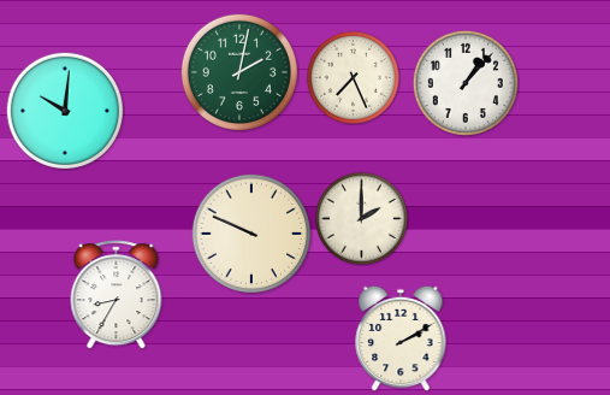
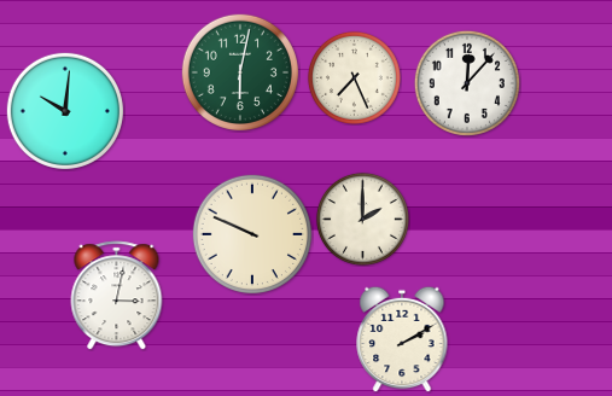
clock at (238, 71): 2:02 -> 6:02
clock at (466, 83): 1:07 -> 12:07
clock at (117, 295): 8:35 -> 3:02
